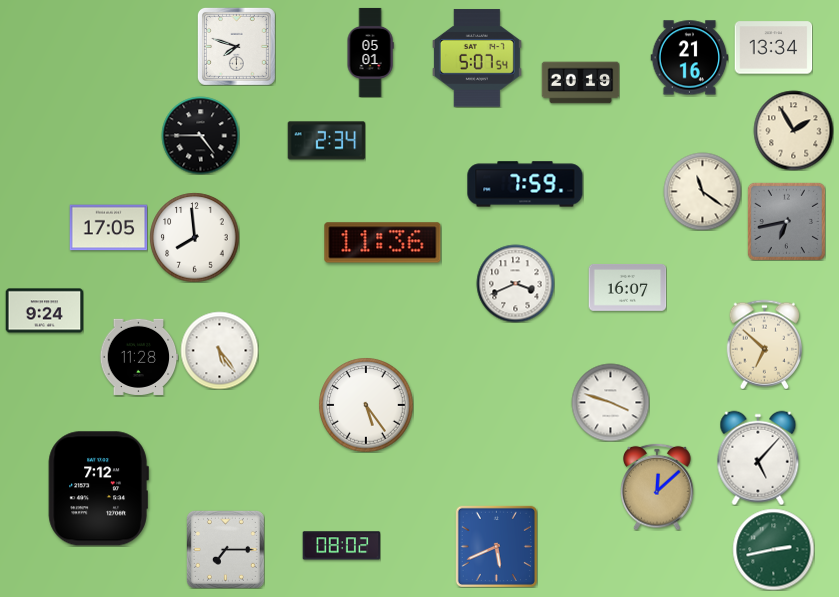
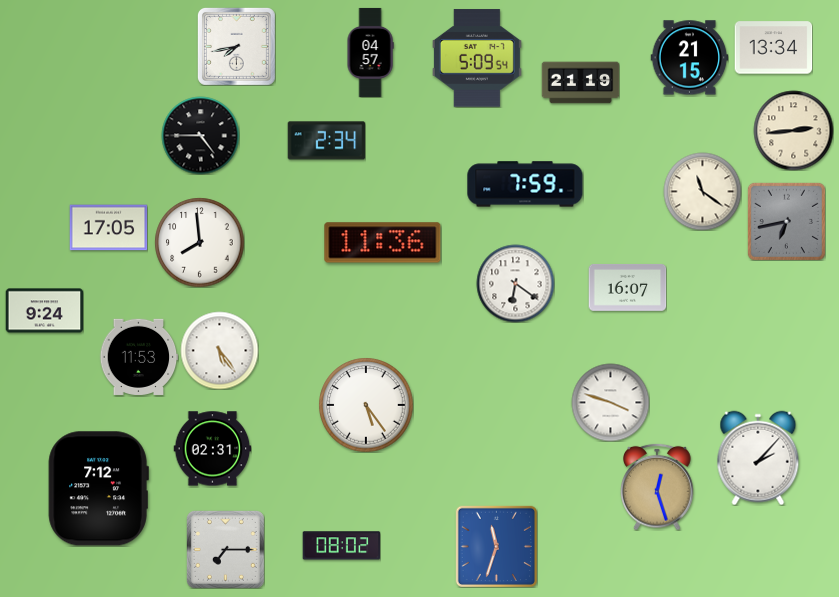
clock at (236, 46): 7:48 -> 7:43
clock at (370, 52): 05:01 -> 04:57
clock at (477, 58): 5:07 -> 5:09
clock at (689, 58): 21:16 -> 21:15
clock at (580, 83): 20:19 -> 21:19
clock at (793, 130): 1:55 -> 2:44
clock at (194, 237) position: (194, 237) -> (199, 242)
clock at (515, 283): 3:41 -> 6:21
clock at (764, 344): 6:52 -> none
clock at (139, 357): 11:28 -> 11:53
clock at (212, 449): none -> 02:31
clock at (758, 458): 5:07 -> 2:07
clock at (658, 487): 12:08 -> 12:27
clock at (496, 546): 5:41 -> 11:33
clock at (773, 549): 2:43 -> none
